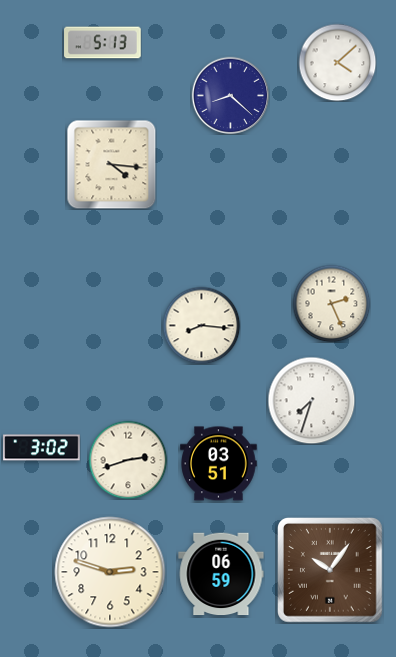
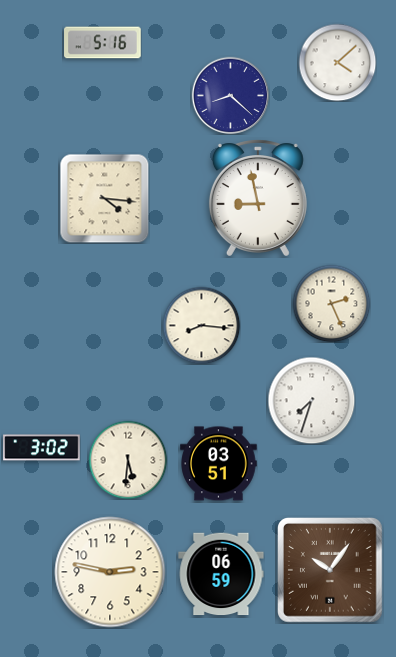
clock at (103, 43): 5:13 -> 5:16
clock at (111, 164) position: (111, 164) -> (104, 198)
clock at (258, 198): none -> 8:58
clock at (128, 460): 2:42 -> 5:31
clock at (110, 572): 2:48 -> 2:47
